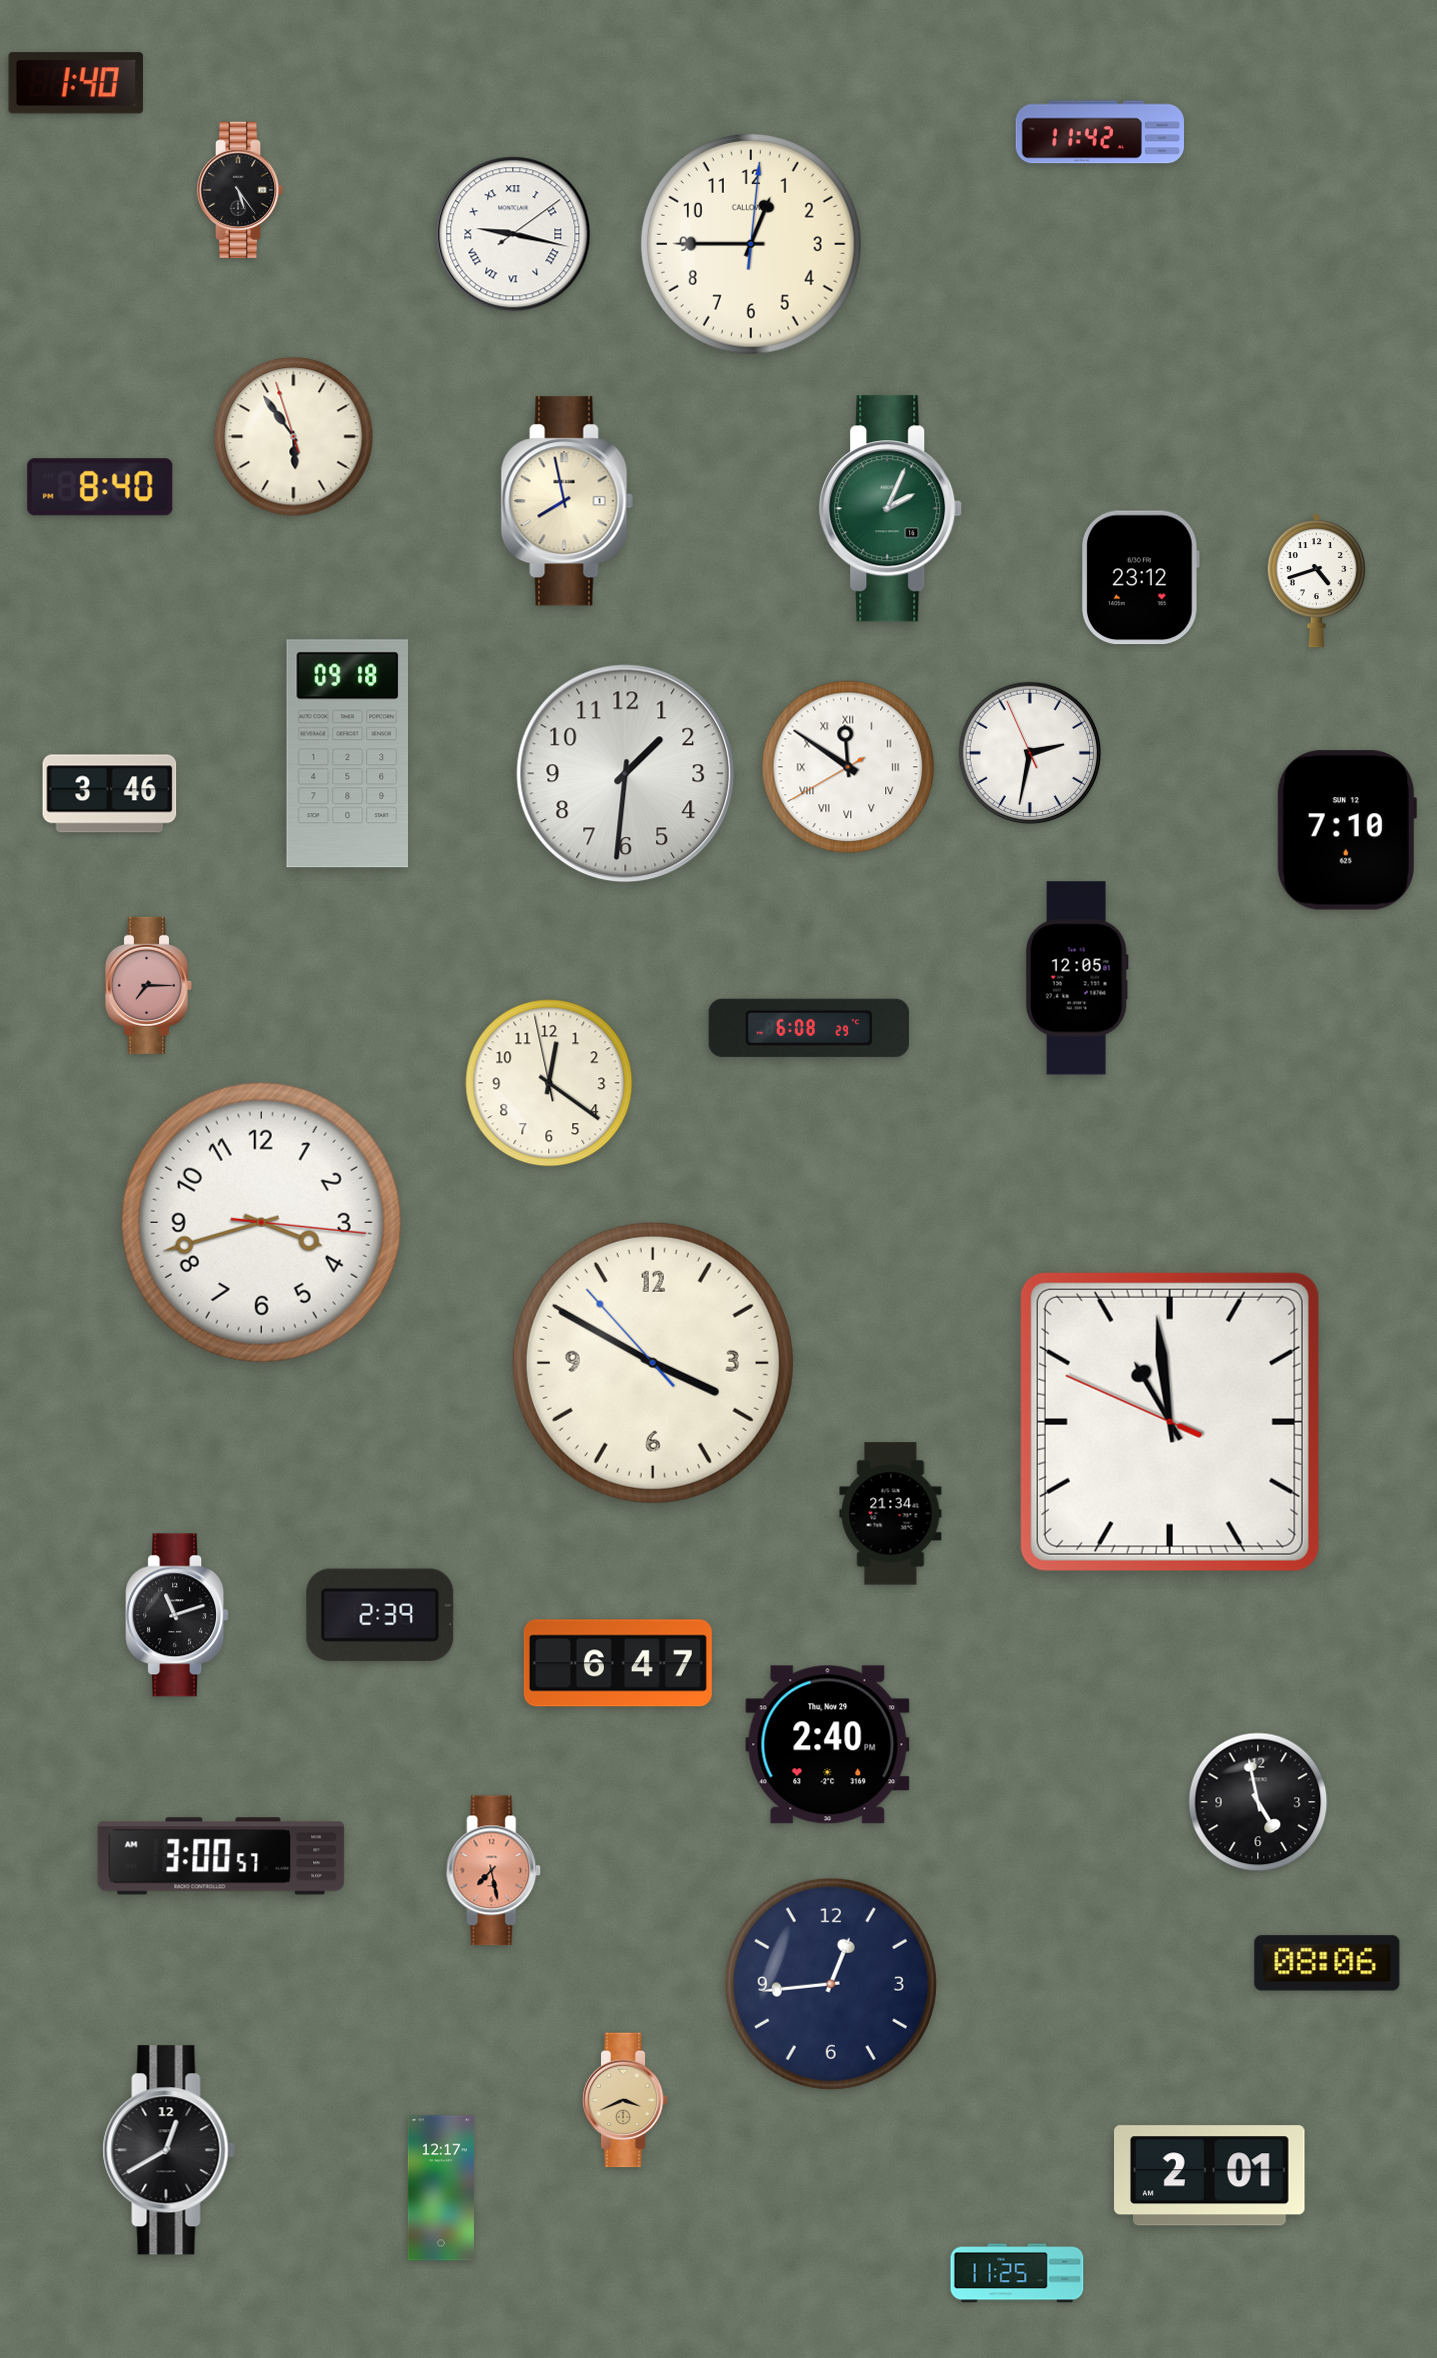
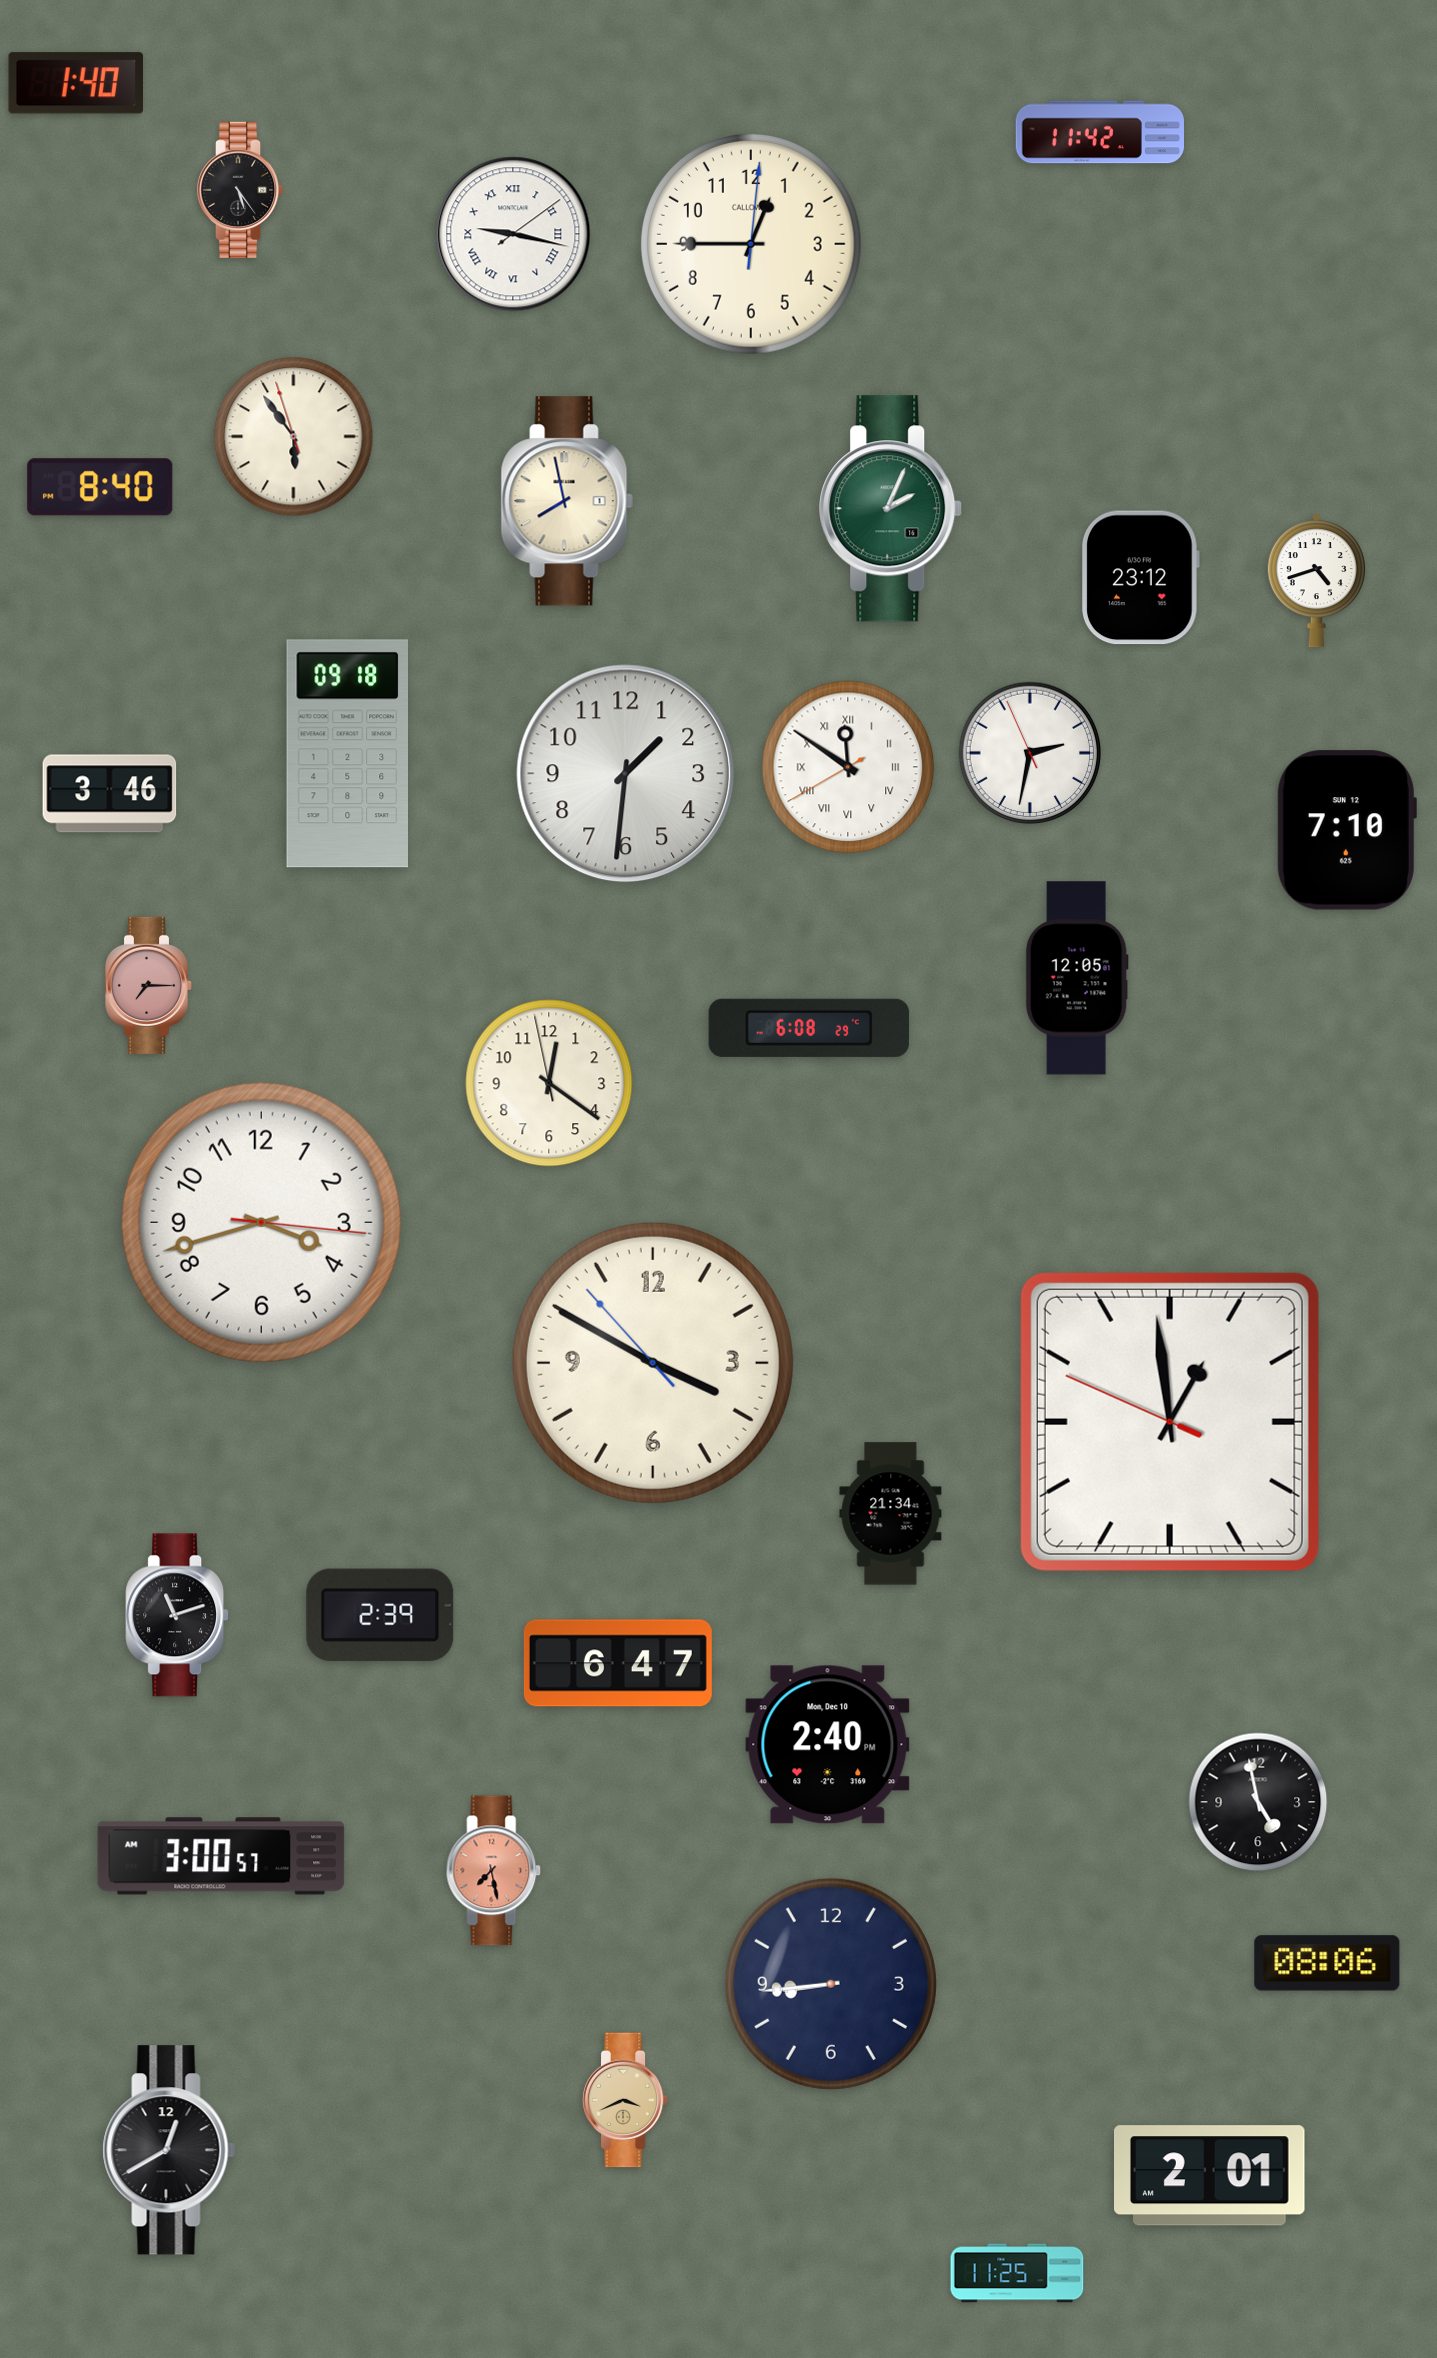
clock at (1170, 1422): 10:58 -> 12:58
clock at (828, 1745) date: Thu, Nov 29 -> Mon, Dec 10
clock at (831, 1984): 12:44 -> 8:44
clock at (441, 2188): 12:17 -> none
